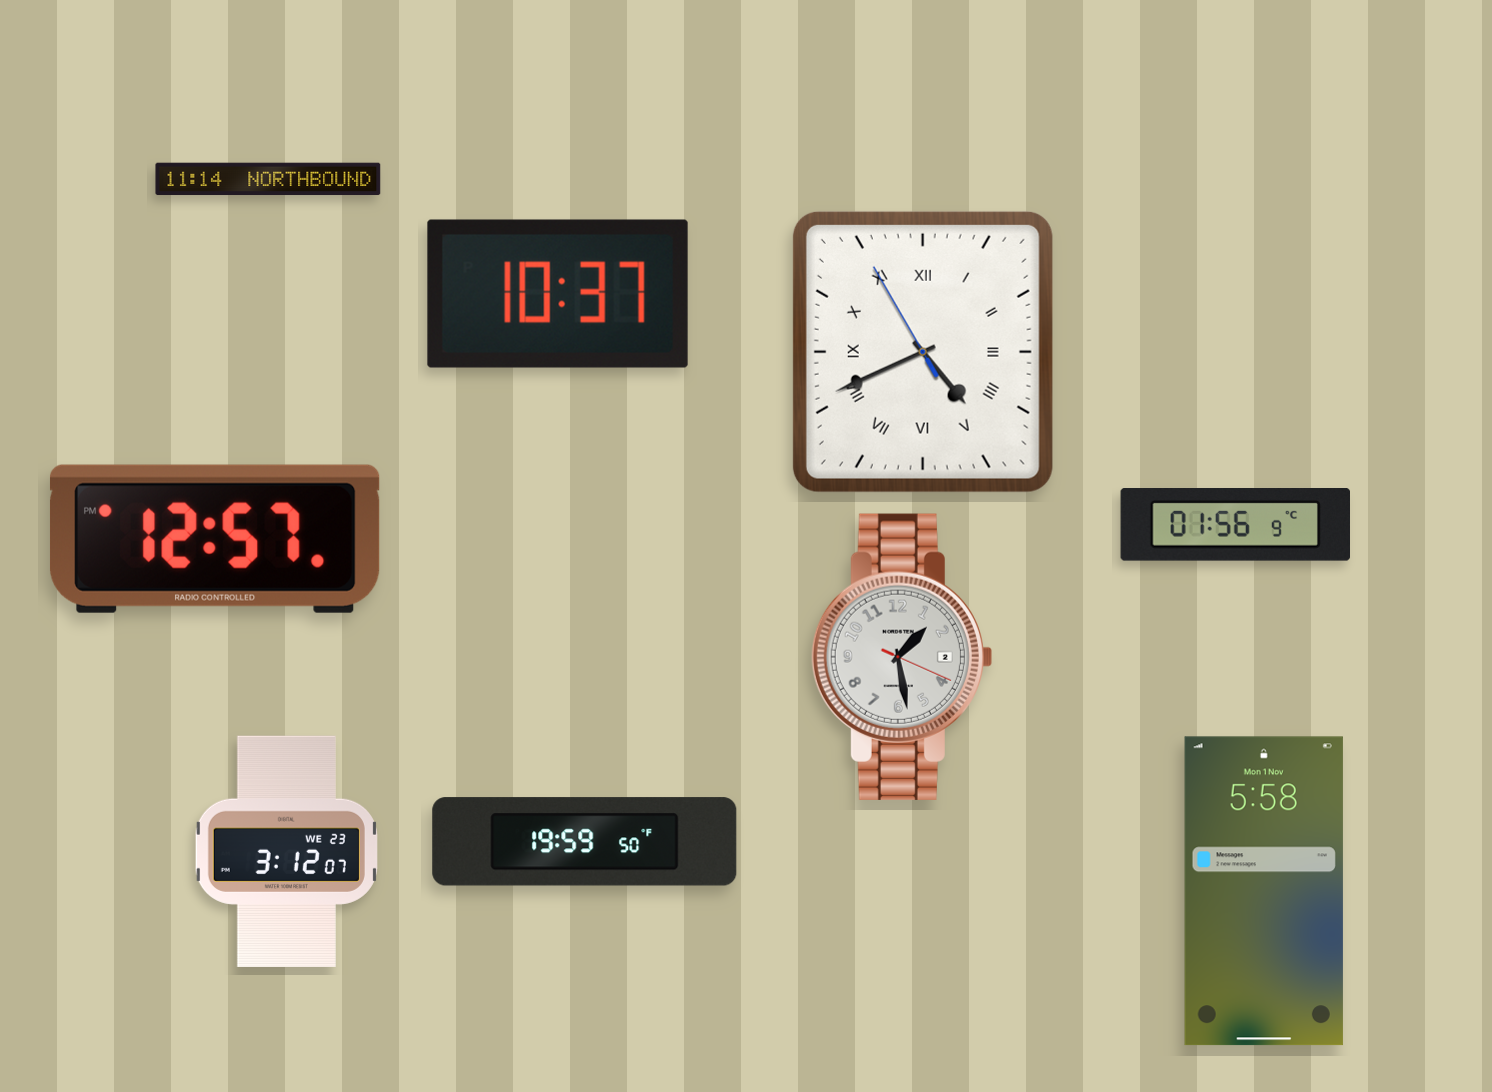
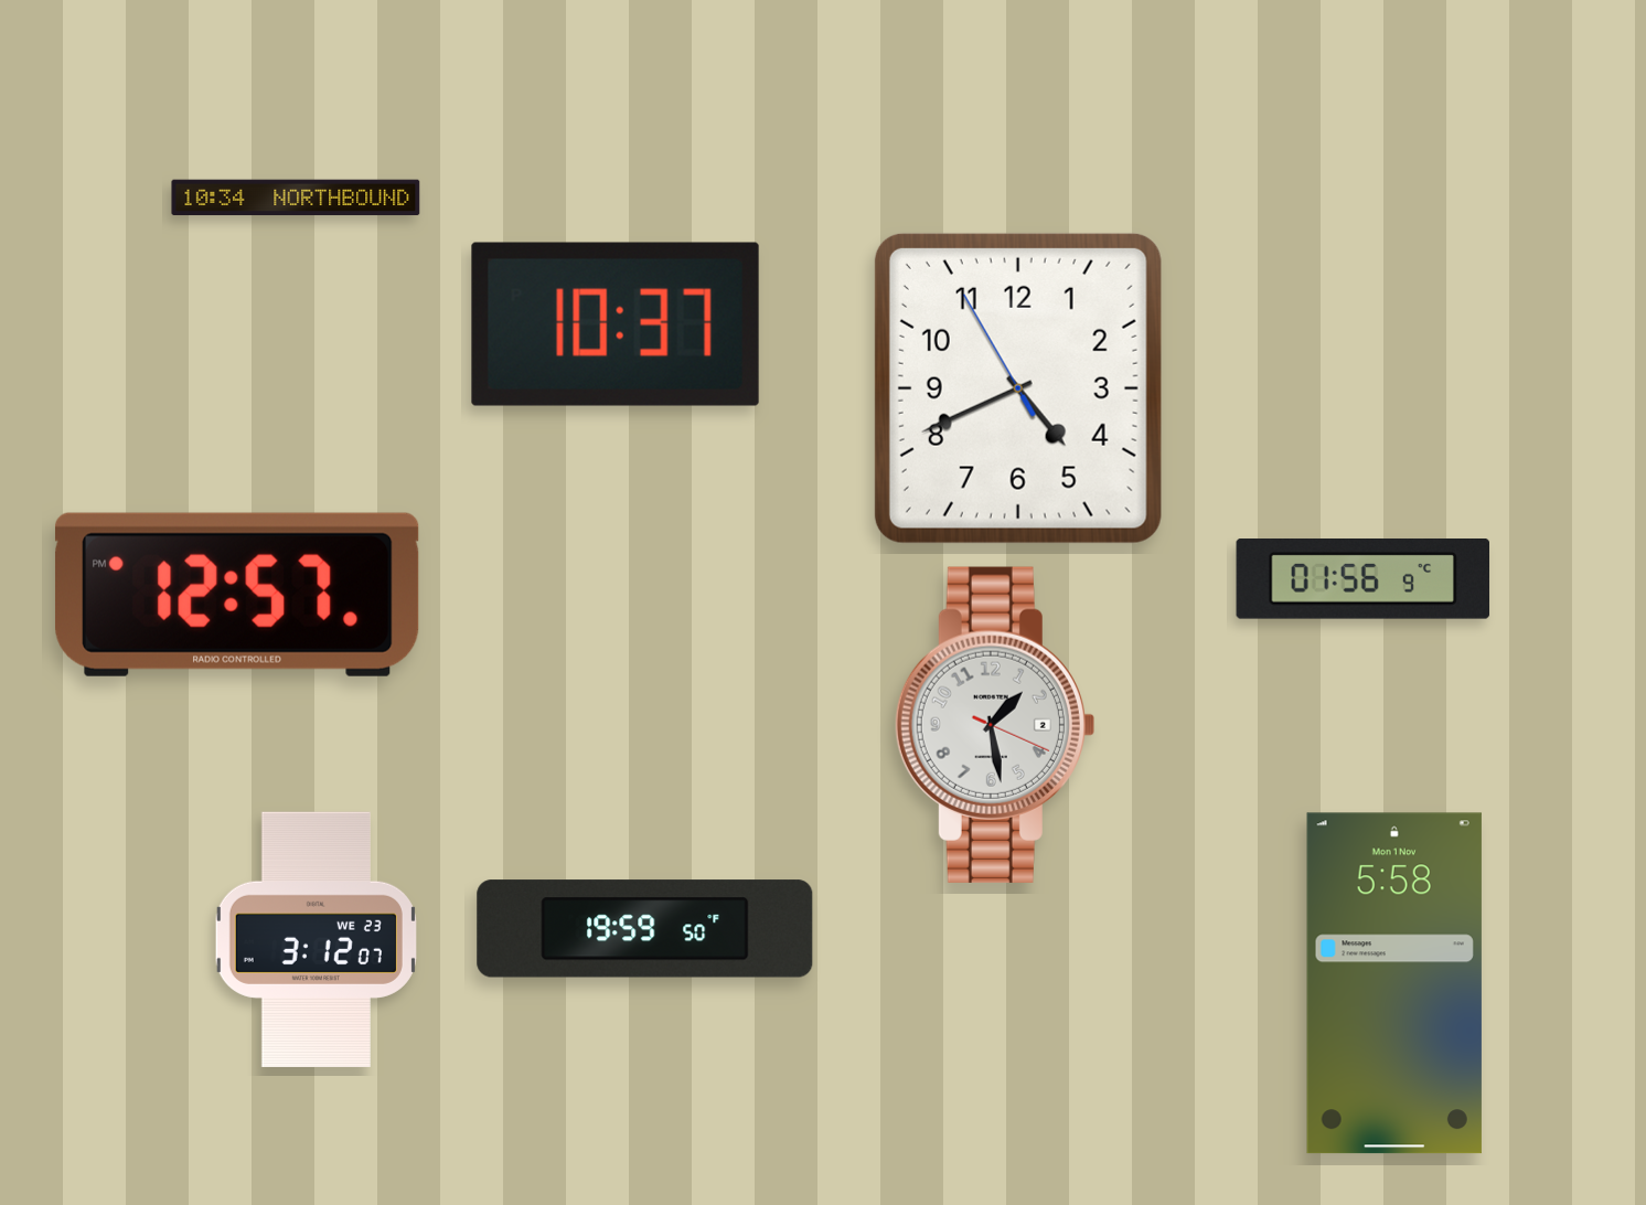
clock at (268, 179): 11:14 -> 10:34
clock at (923, 352) numerals: Roman -> Arabic
